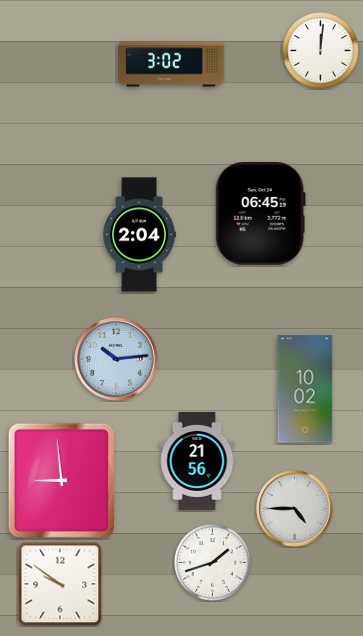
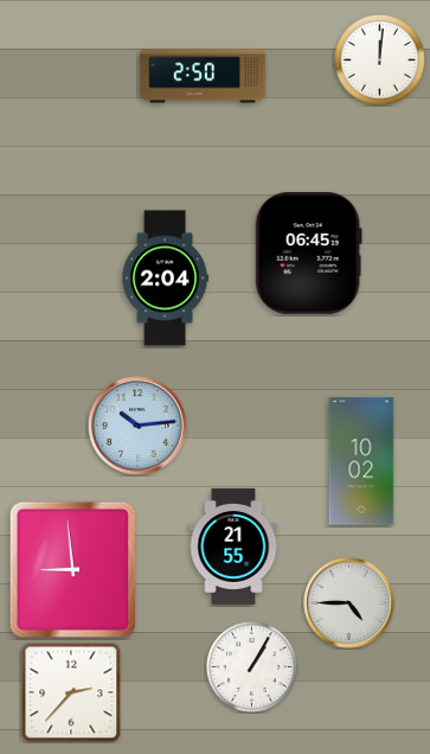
clock at (171, 64): 3:02 -> 2:50
clock at (197, 461): 21:56 -> 21:55
clock at (213, 563): 1:42 -> 1:05
clock at (60, 584): 9:51 -> 2:37
